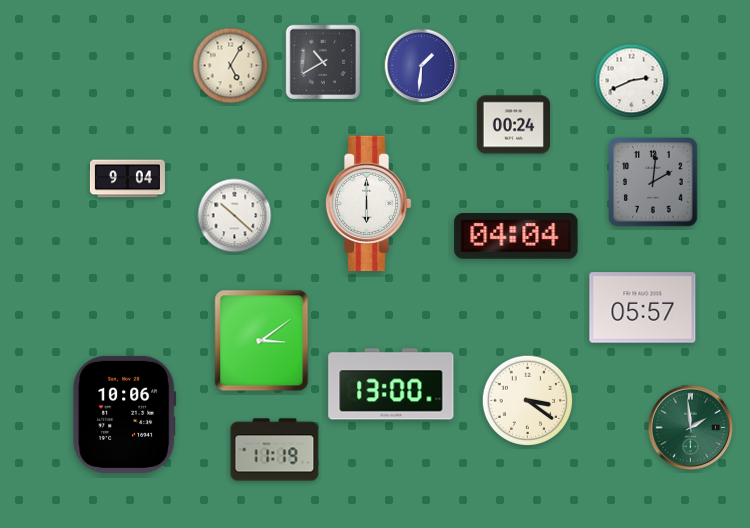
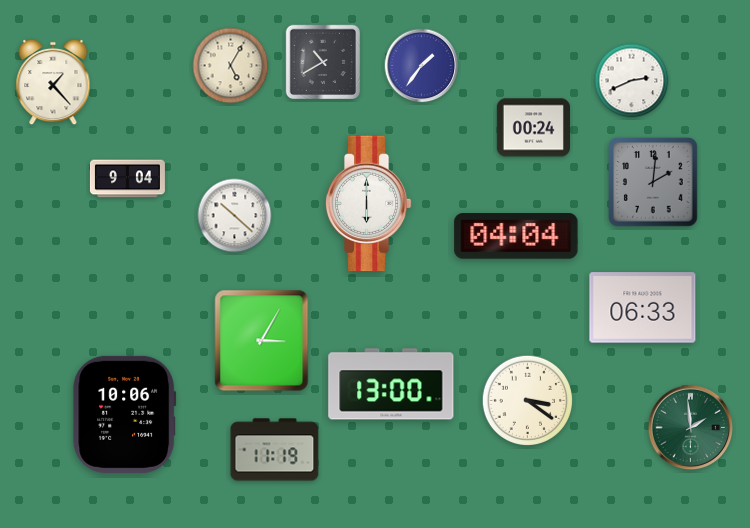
clock at (422, 66): 1:31 -> 1:36
clock at (53, 82): none -> 1:23
clock at (513, 125) position: (513, 125) -> (533, 128)
clock at (643, 308): 05:57 -> 06:33
clock at (262, 341): 3:09 -> 3:05
